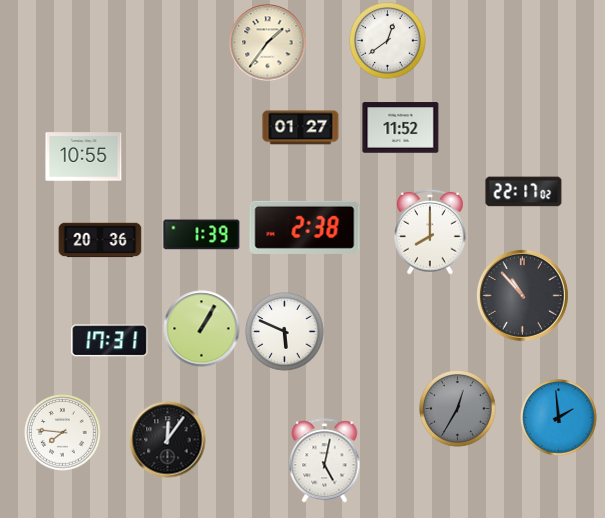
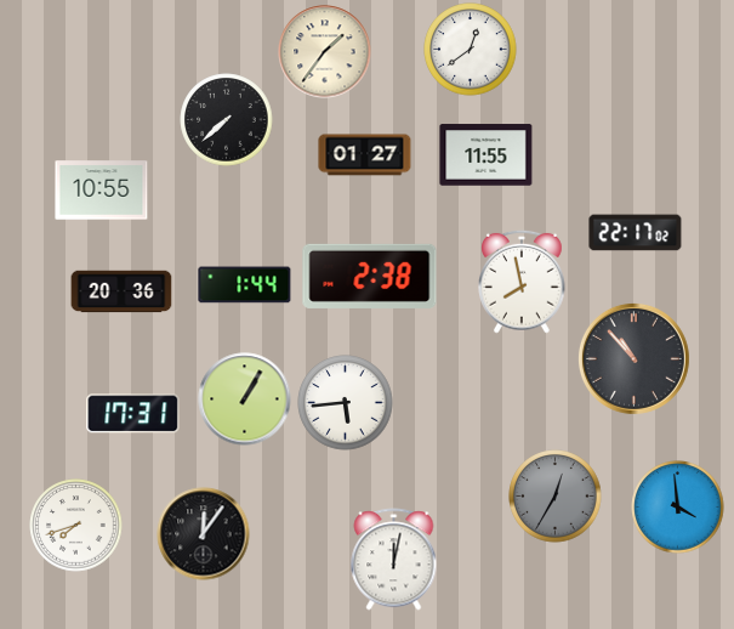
clock at (227, 120): none -> 7:38
clock at (401, 128): 11:52 -> 11:55
clock at (430, 232): 8:00 -> 7:58
clock at (202, 235): 1:39 -> 1:44
clock at (285, 332): 5:49 -> 5:44
clock at (559, 418): 1:59 -> 3:59
clock at (63, 433): 7:46 -> 7:42
clock at (325, 461): 5:02 -> 12:02
